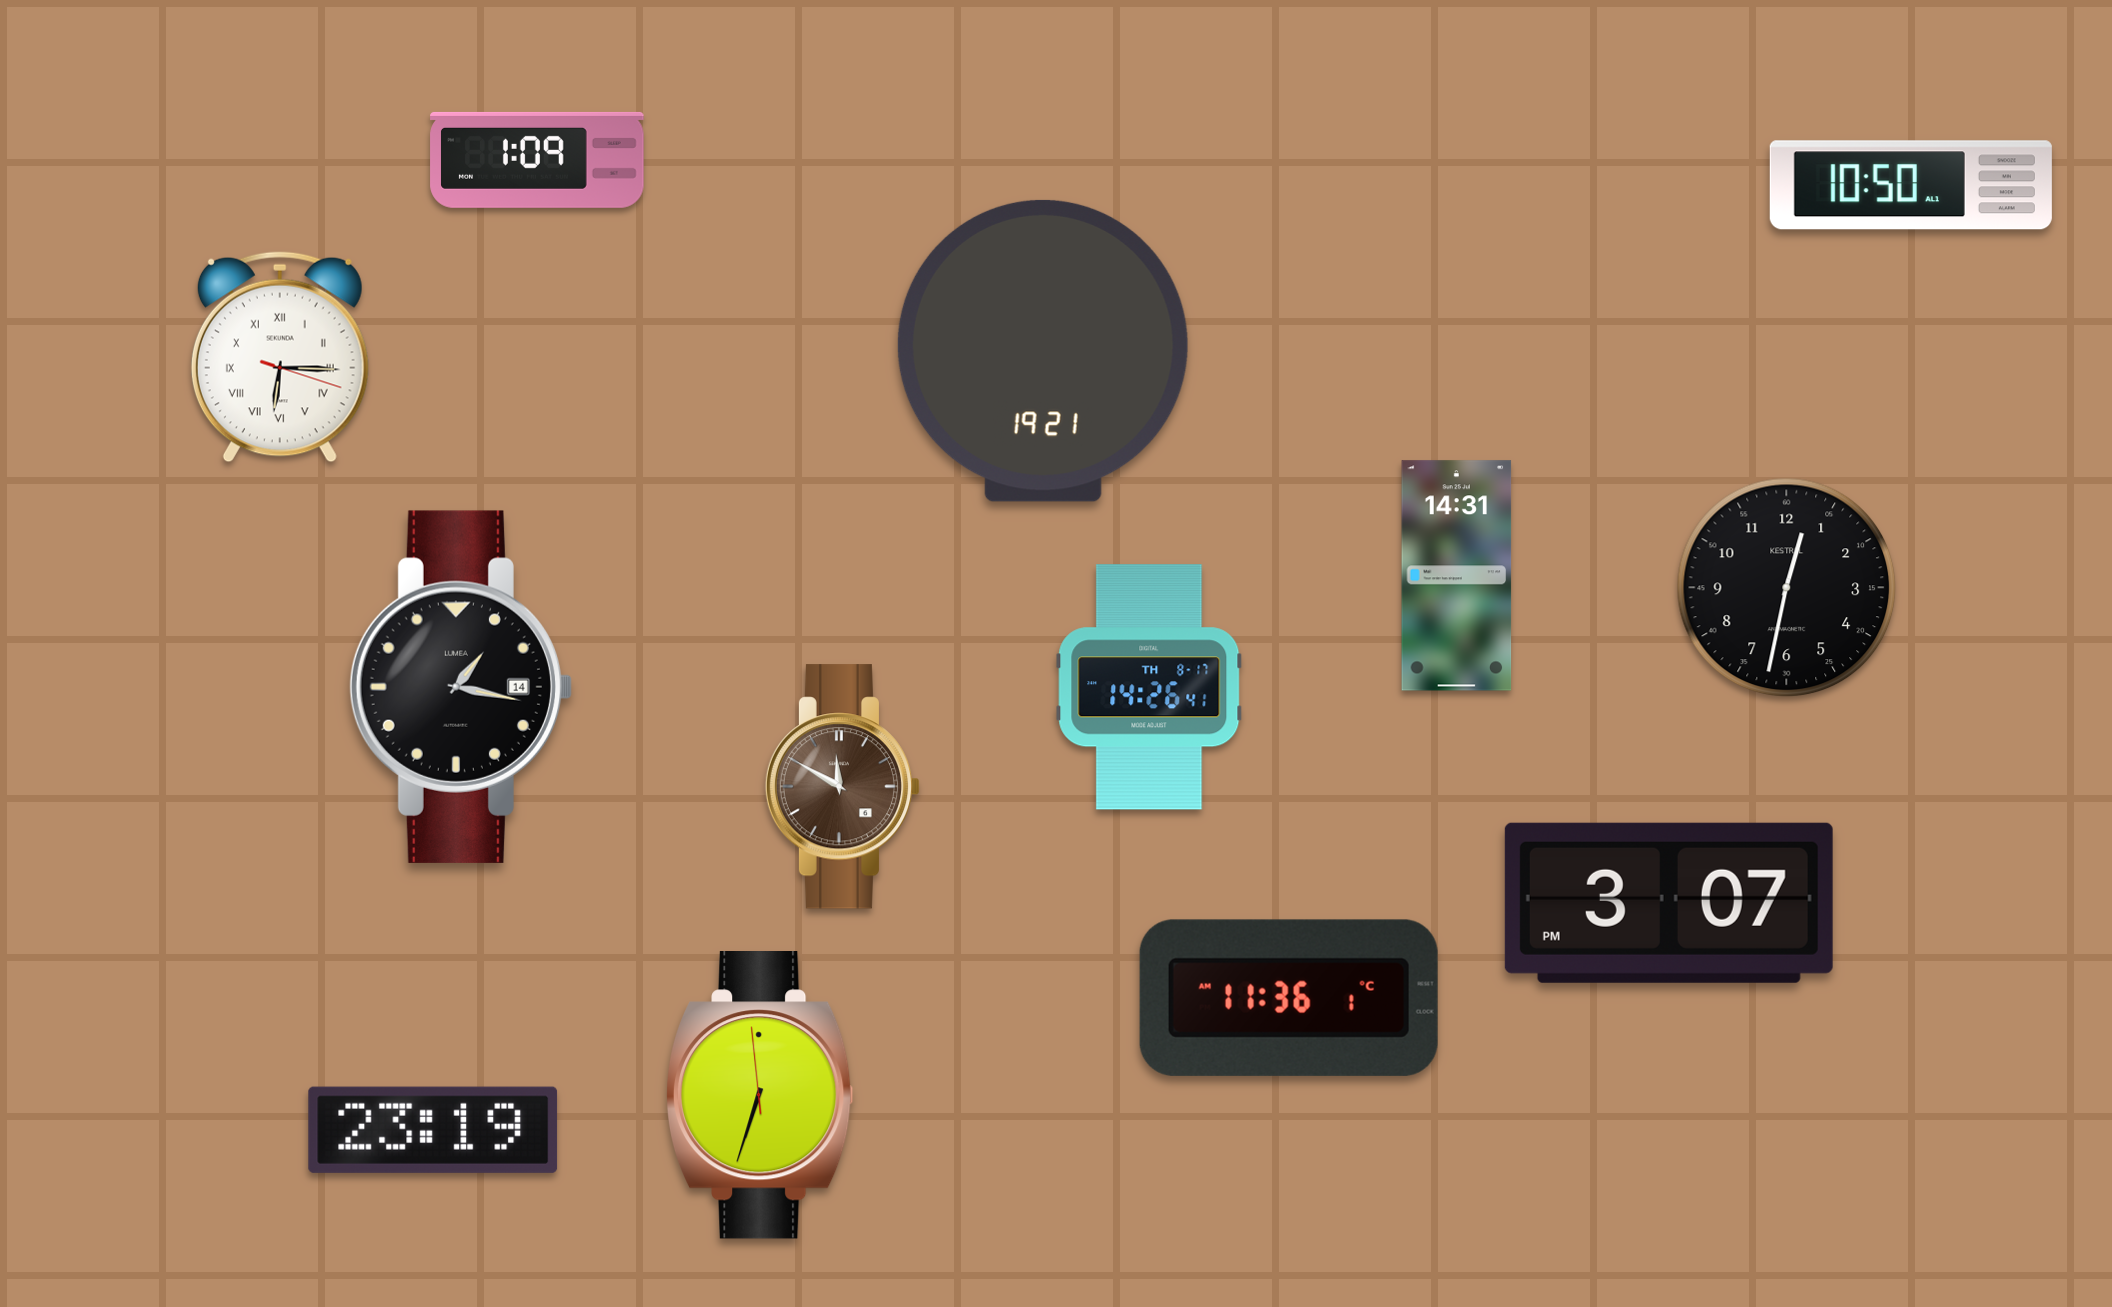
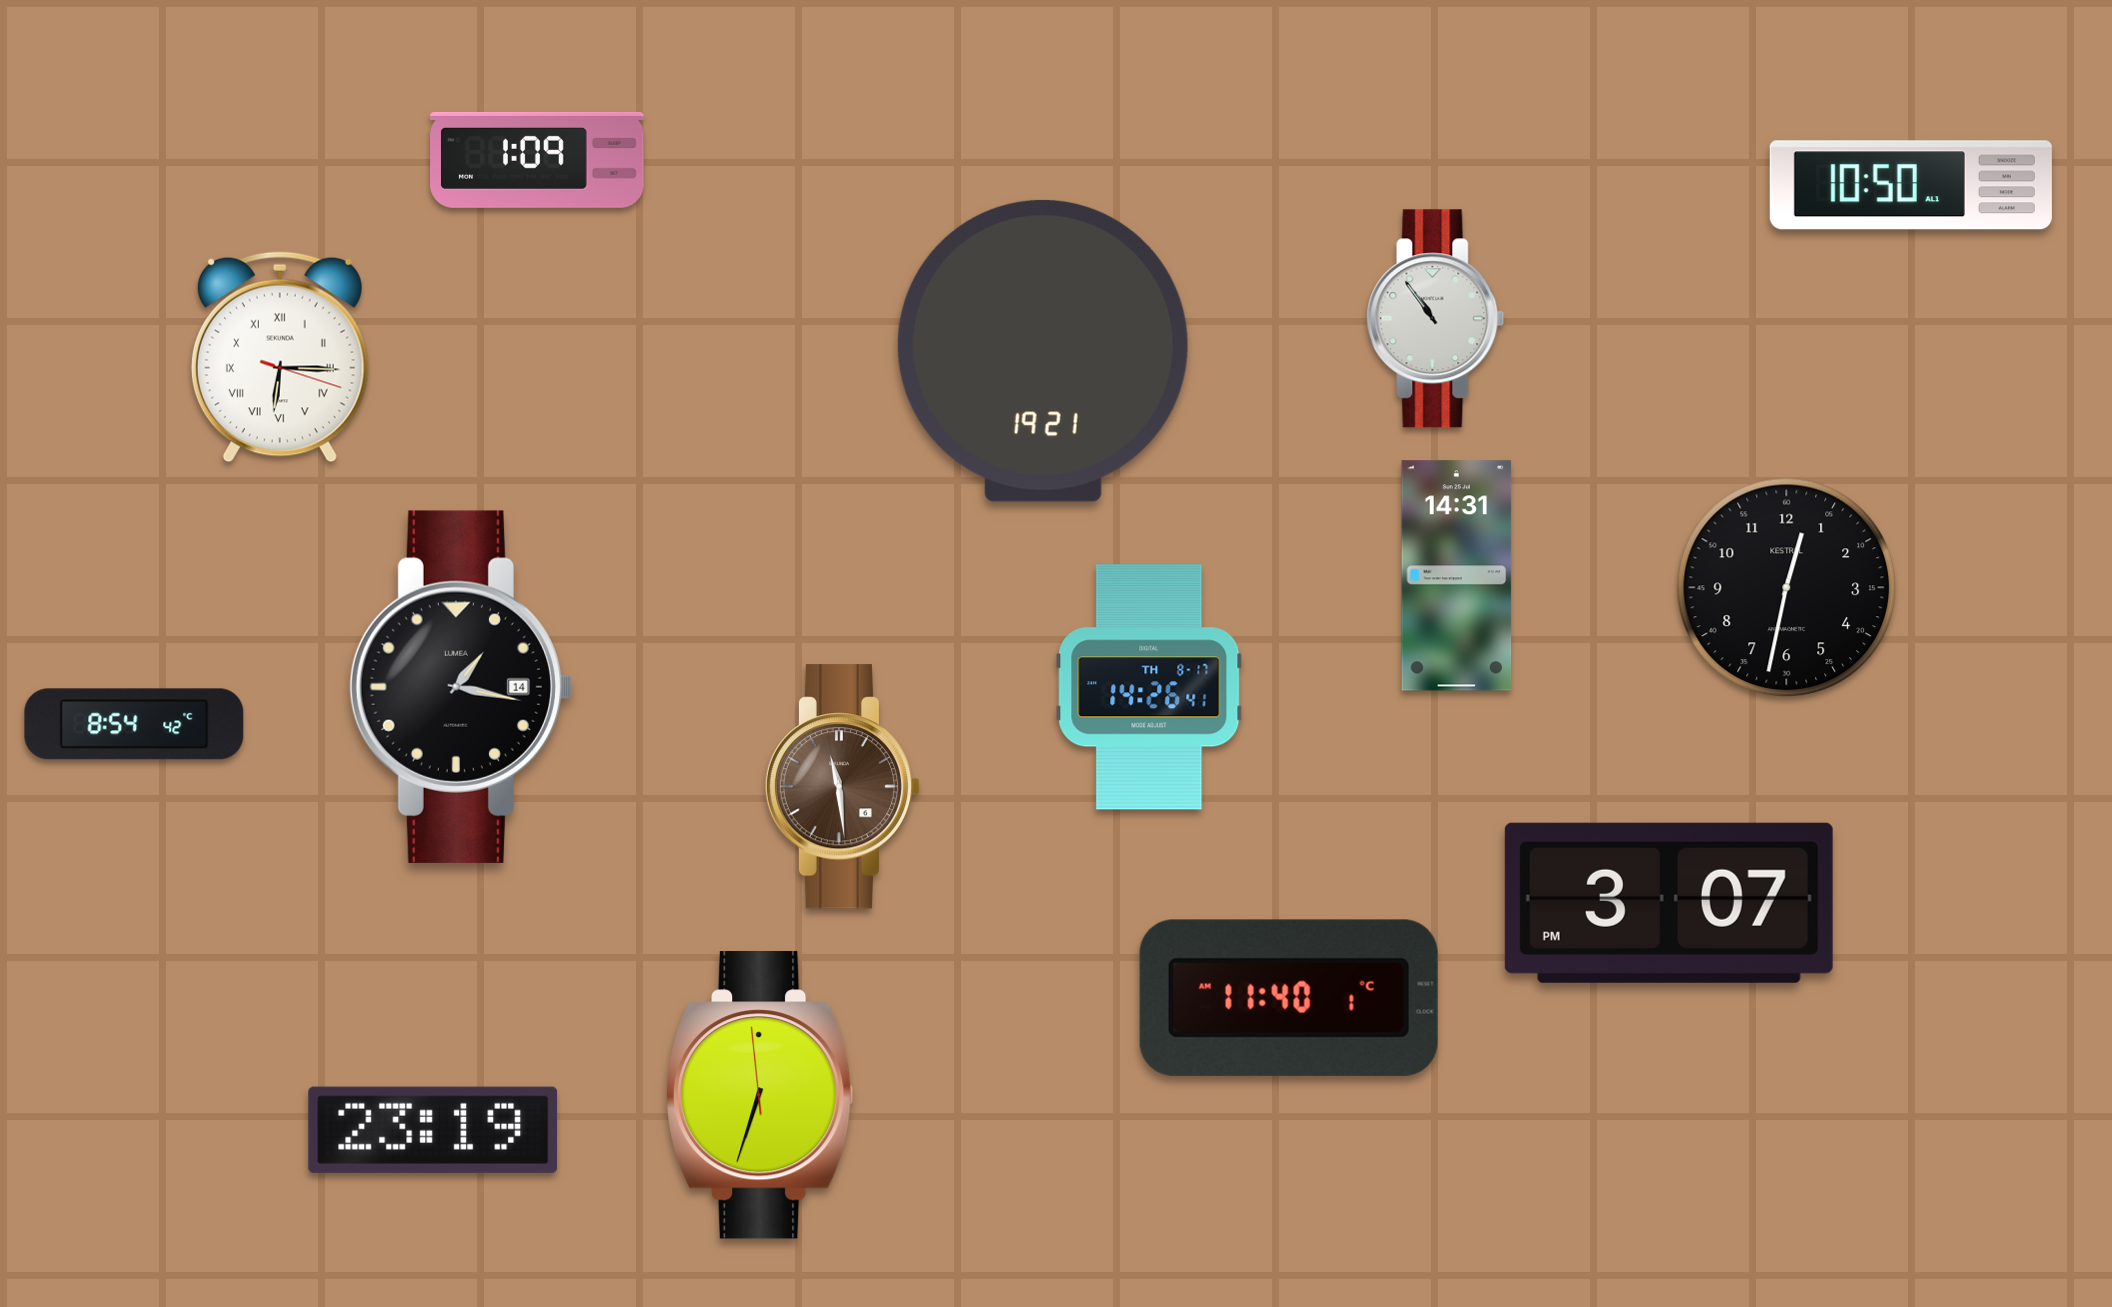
clock at (1436, 319): none -> 10:54
clock at (134, 724): none -> 8:54
clock at (843, 787): 11:50 -> 11:29
clock at (1289, 998): 11:36 -> 11:40
